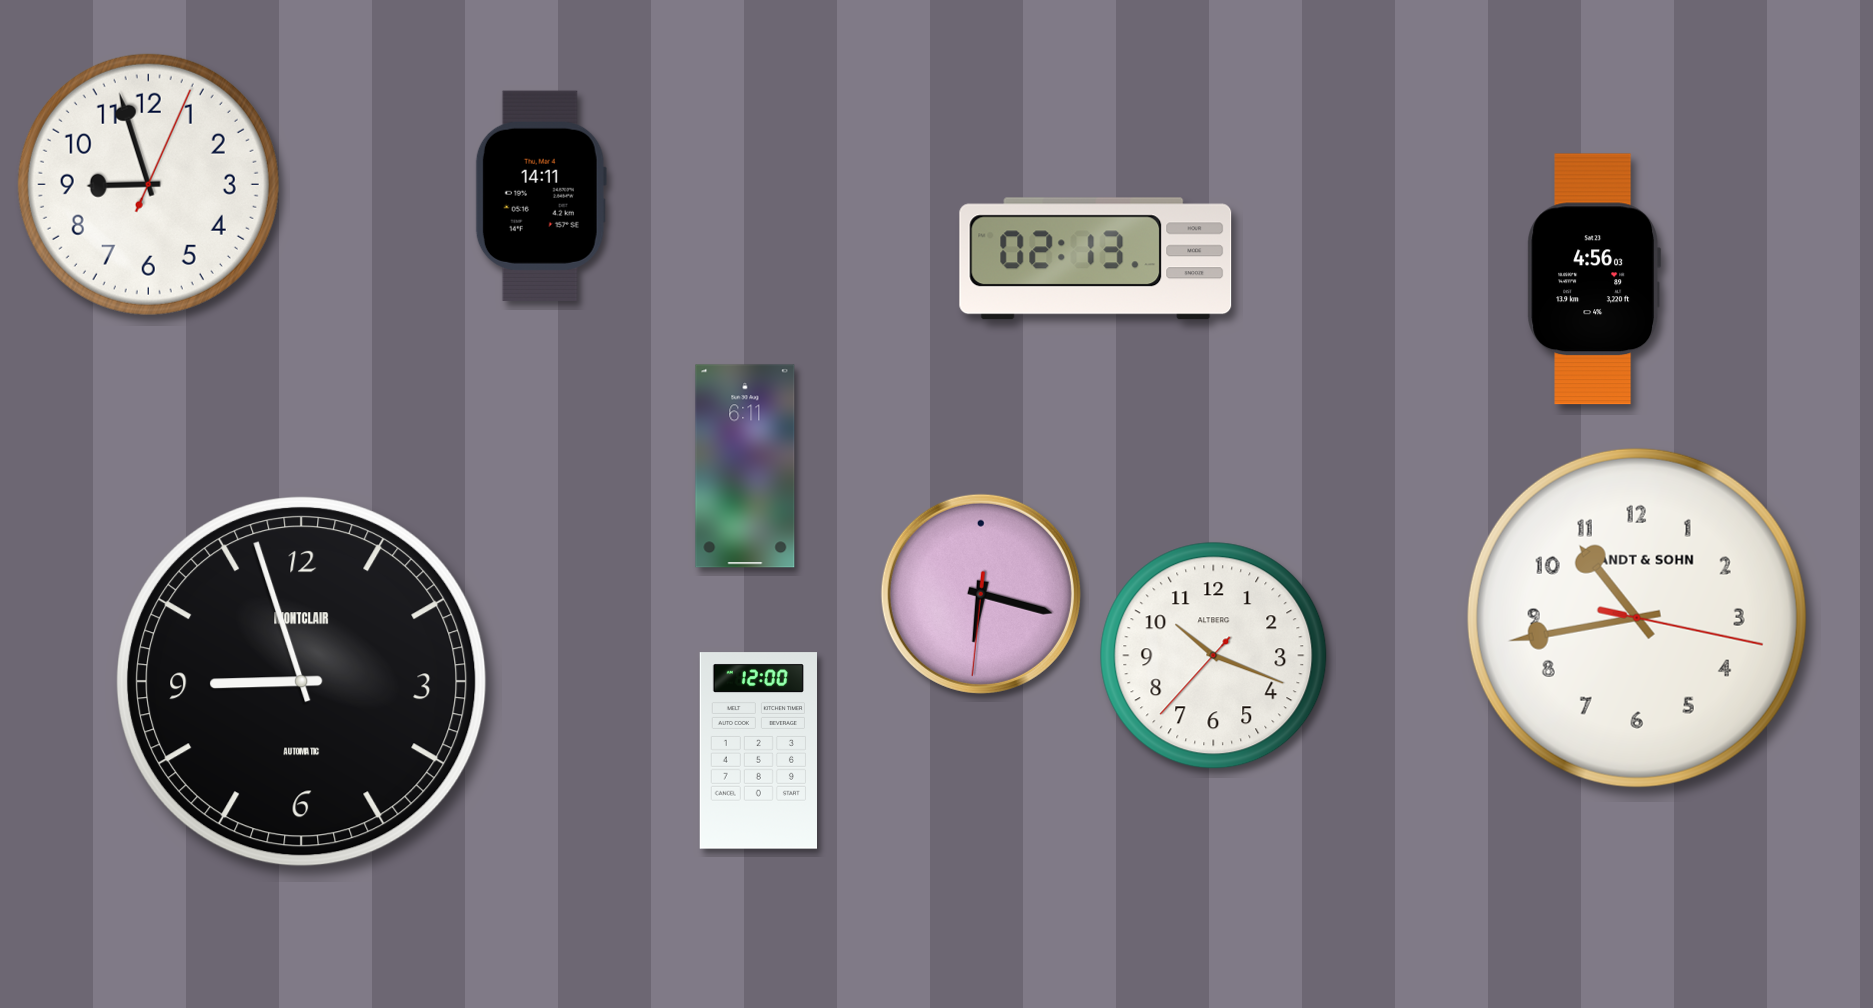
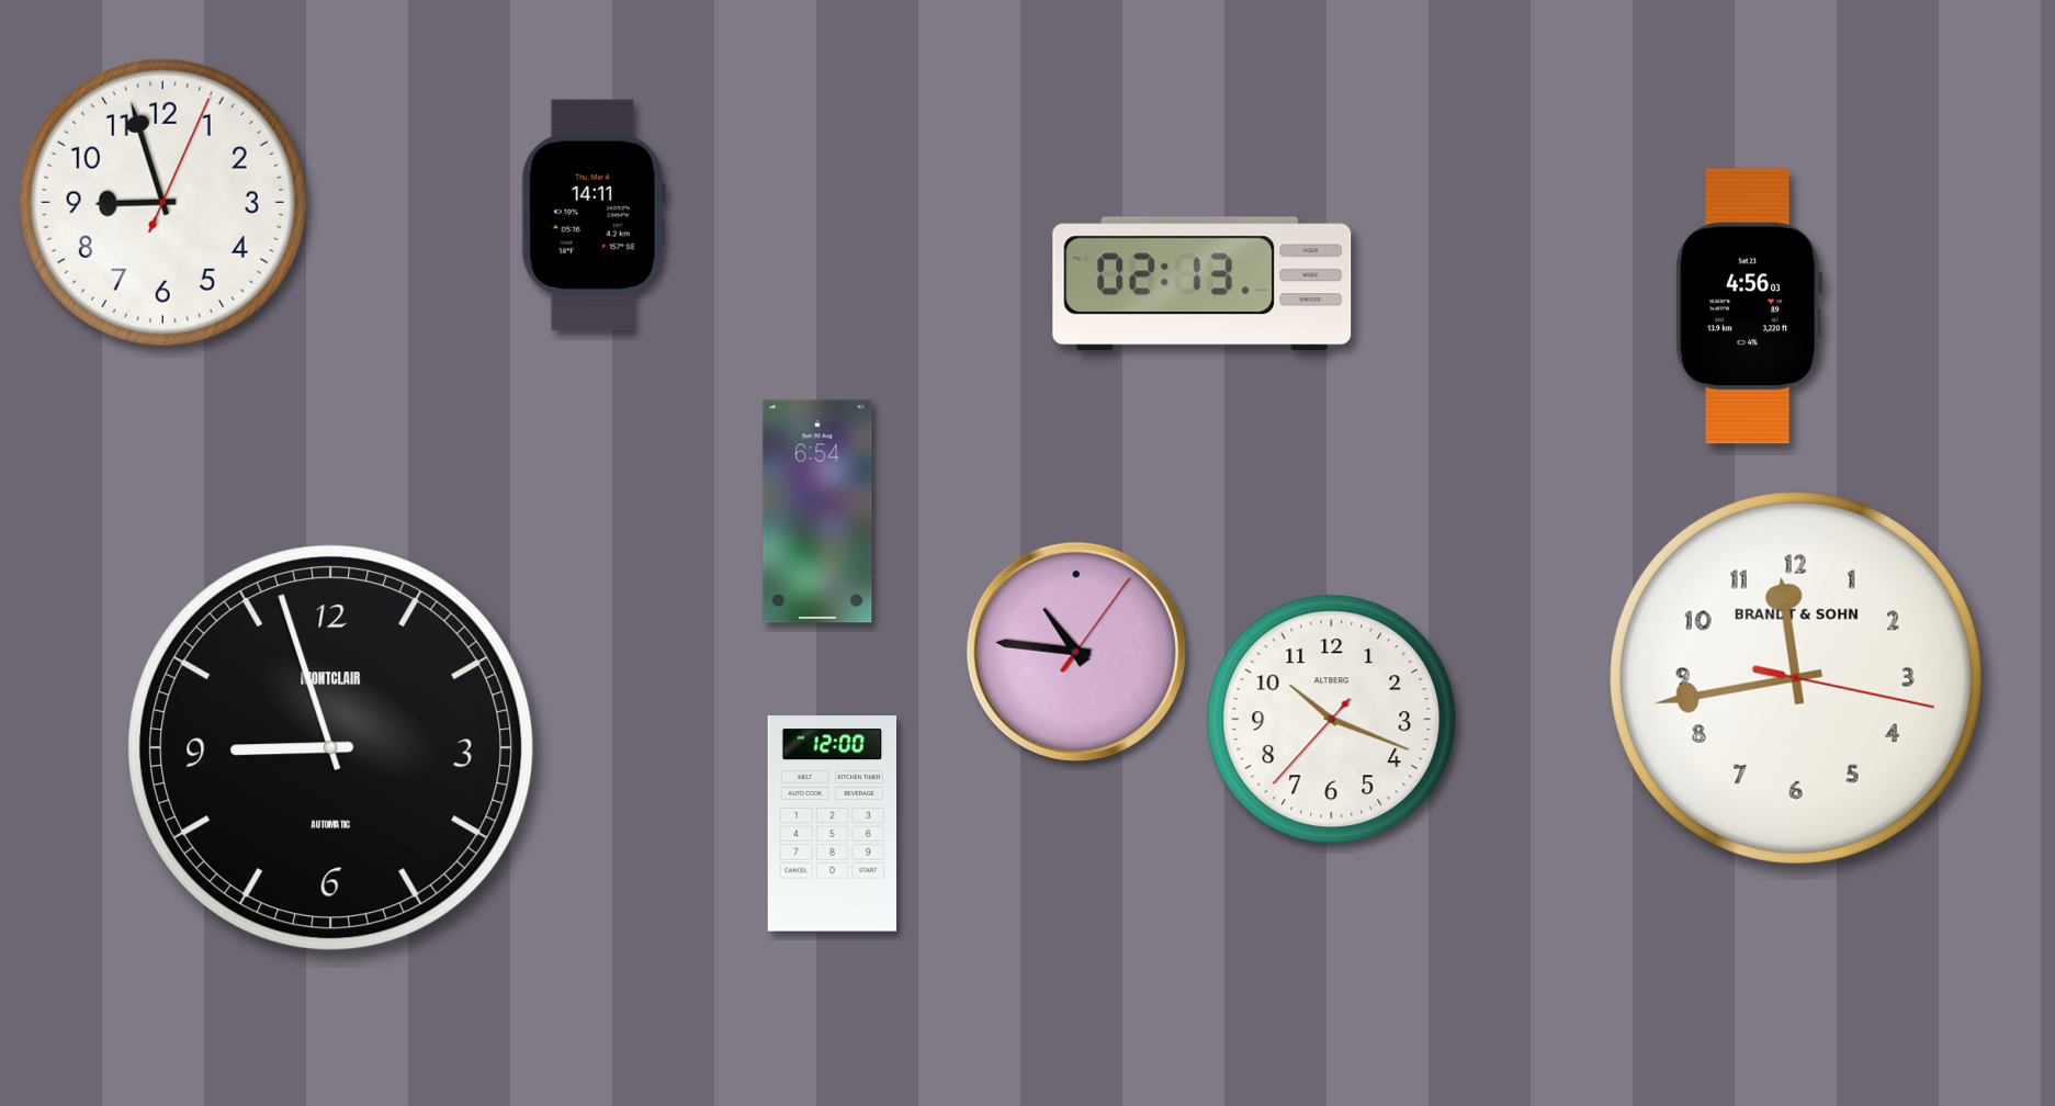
clock at (745, 466): 6:11 -> 6:54
clock at (981, 594): 6:17 -> 10:46
clock at (1637, 618): 10:43 -> 11:43
